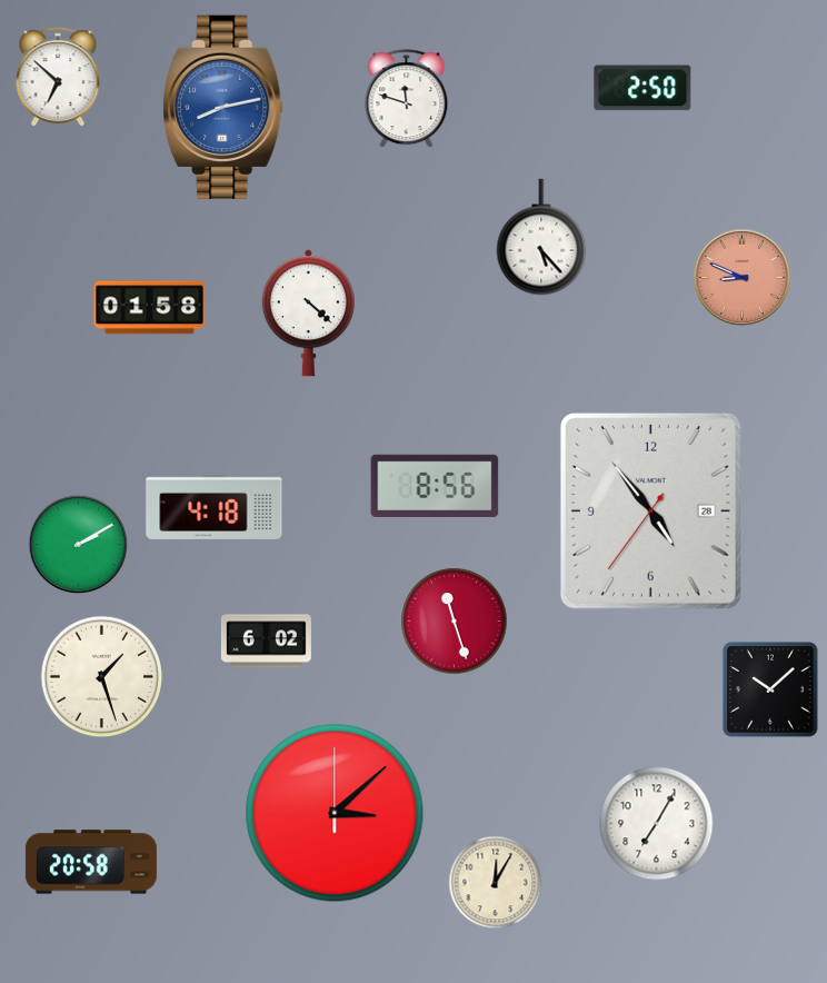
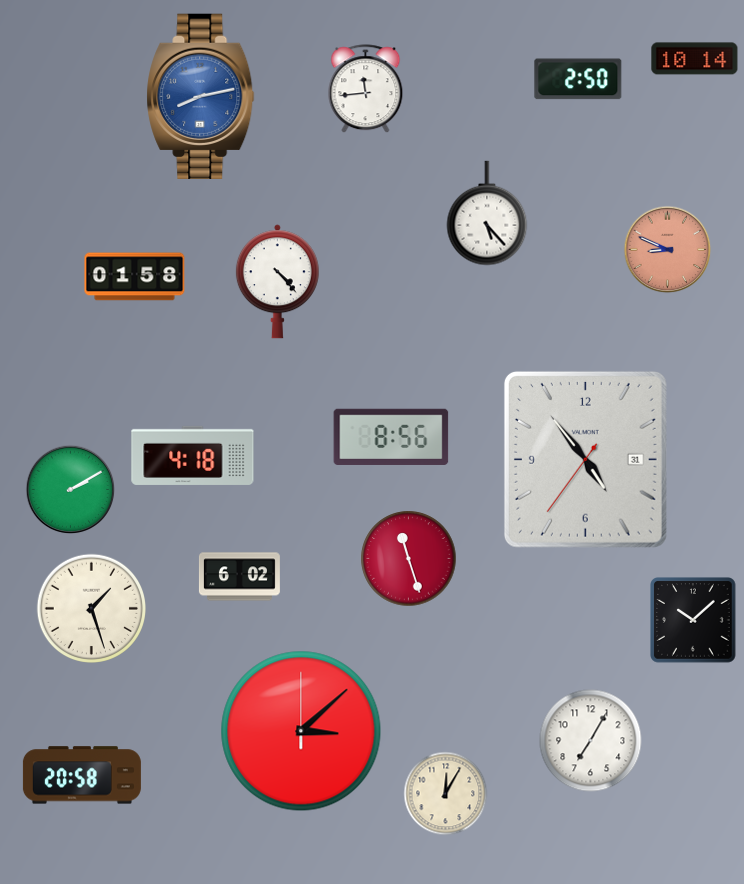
clock at (695, 59): none -> 10:14
clock at (58, 78): 6:52 -> none
clock at (407, 99): 11:48 -> 11:44
clock at (308, 314): 4:22 -> 4:23
clock at (650, 510) date: 28 -> 31
